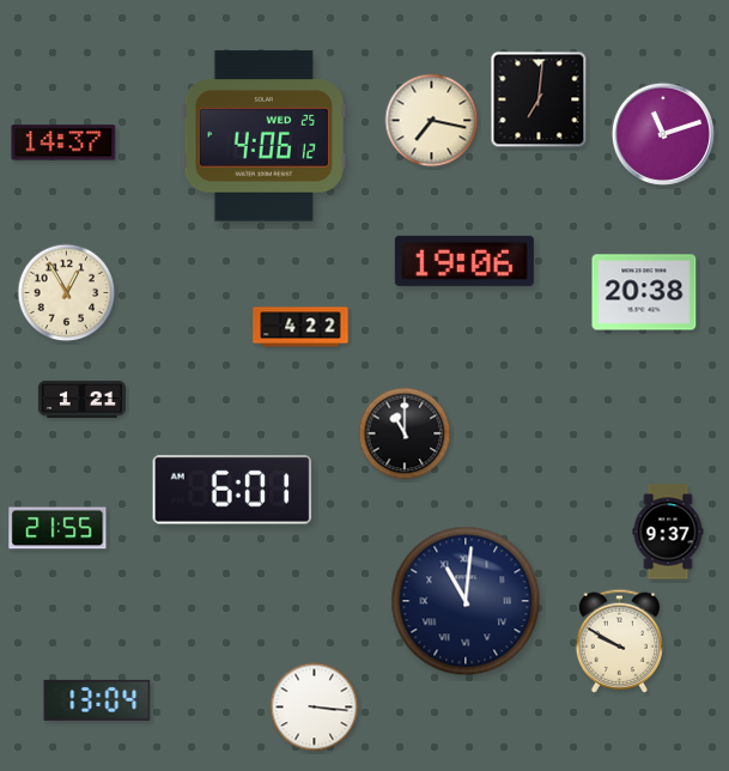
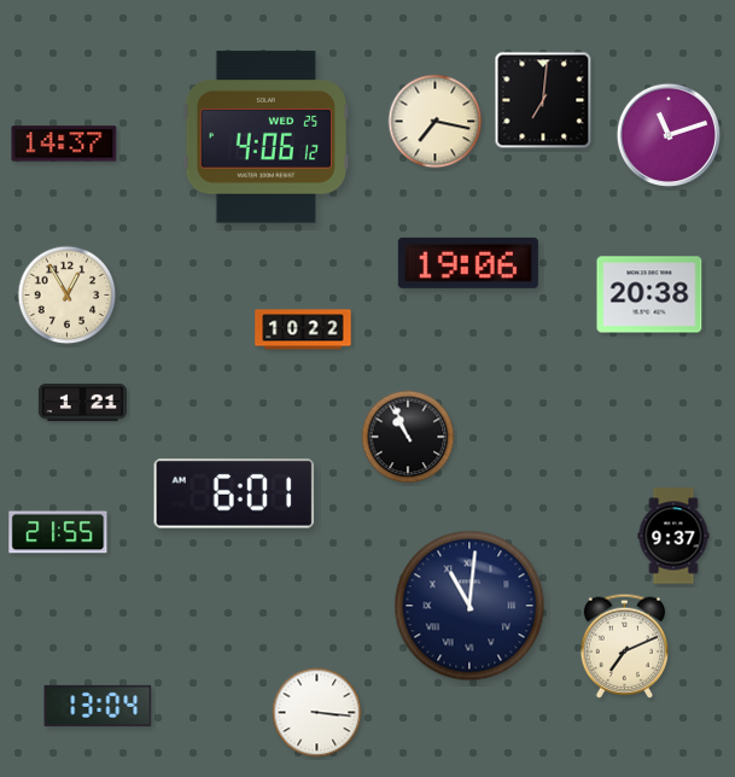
clock at (300, 327): 4:22 -> 10:22
clock at (405, 433): 11:00 -> 10:56
clock at (620, 641): 9:50 -> 7:11
